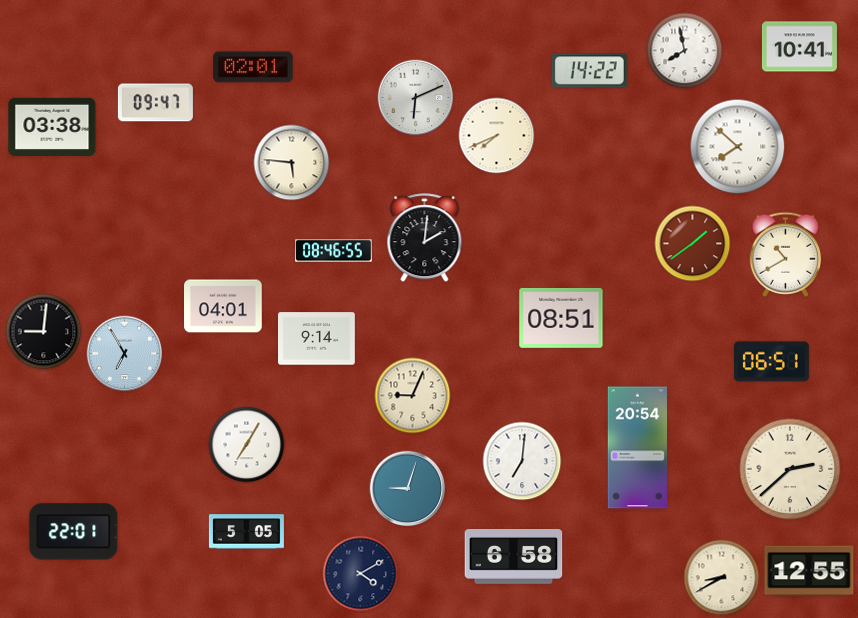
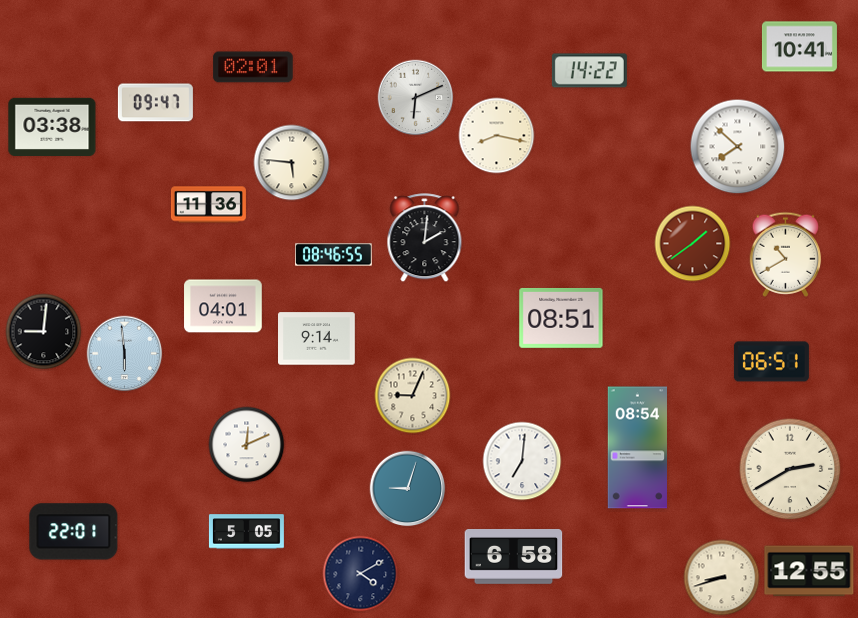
clock at (685, 51): 7:58 -> none
clock at (497, 136): 7:41 -> 8:17
clock at (208, 205): none -> 11:36
clock at (334, 251) position: (334, 251) -> (334, 255)
clock at (125, 354): 6:55 -> 5:59
clock at (247, 445): 7:05 -> 12:11
clock at (637, 448): 20:54 -> 08:54
clock at (790, 469): 2:38 -> 2:40
clock at (722, 578): 8:40 -> 8:42
